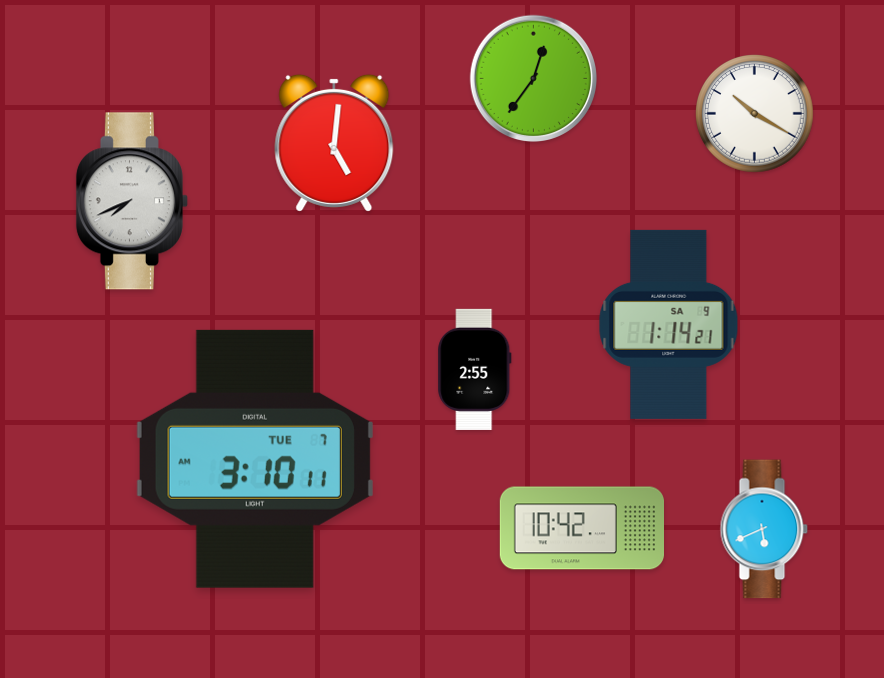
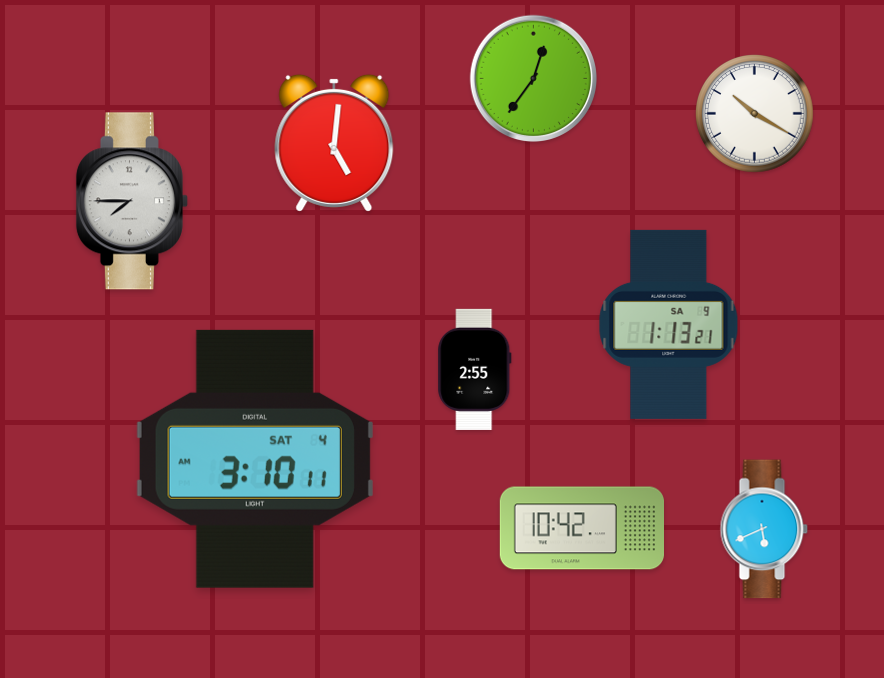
clock at (132, 201): 7:41 -> 7:45
clock at (669, 324): 1:14 -> 1:13
clock at (255, 459) date: TUE 7 -> SAT 4
